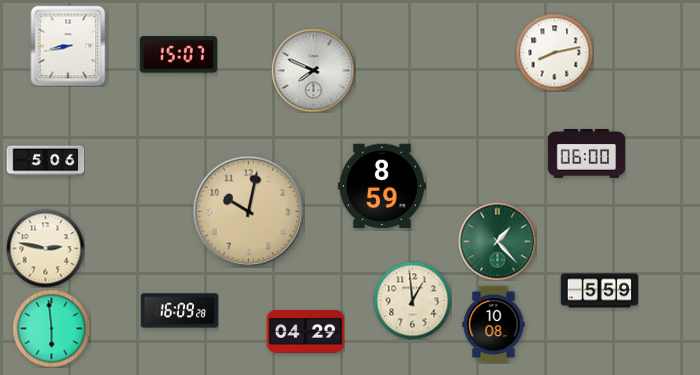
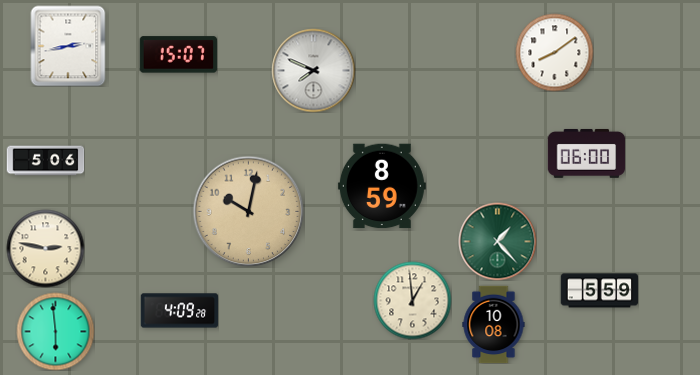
clock at (68, 46): 8:43 -> 2:43
clock at (554, 52): 8:13 -> 8:09
clock at (179, 311): 16:09 -> 4:09
clock at (51, 328) position: (51, 328) -> (55, 331)
clock at (305, 332): 04:29 -> none
